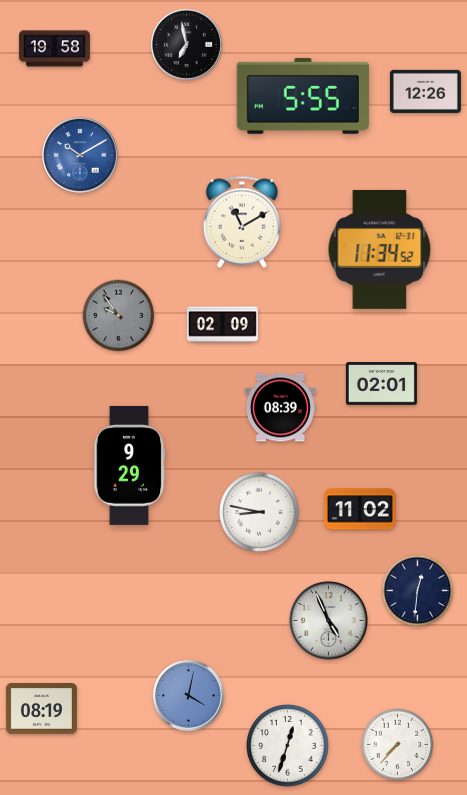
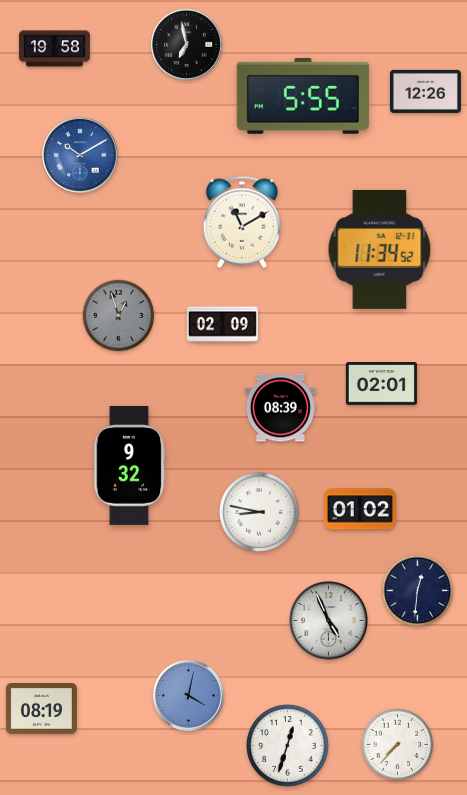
clock at (119, 316): 9:54 -> 12:57
clock at (129, 465): 9:29 -> 9:32
clock at (360, 509): 11:02 -> 01:02
